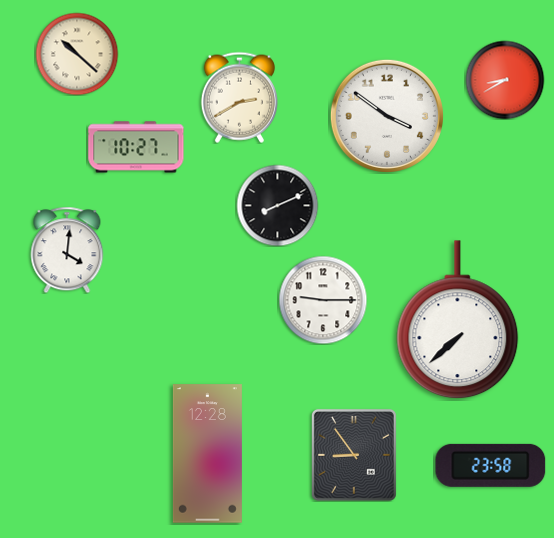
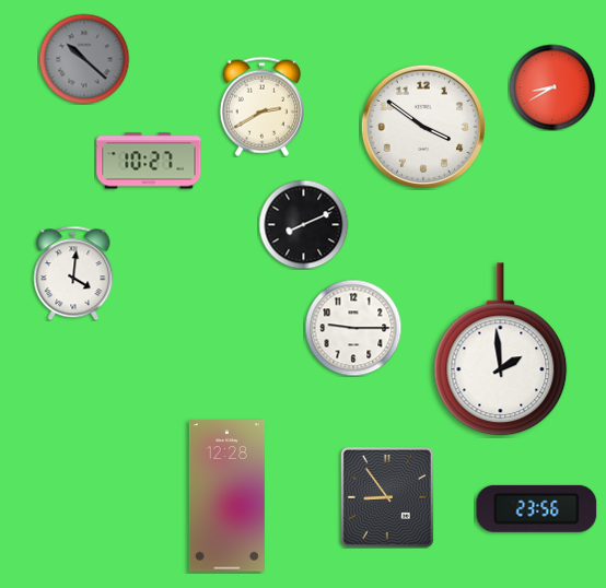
clock at (77, 54) dial: cream -> grey
clock at (458, 320): 7:38 -> 1:59
clock at (491, 465): 23:58 -> 23:56
